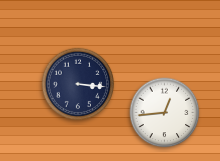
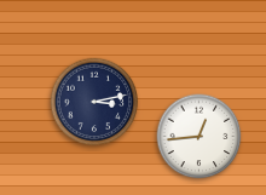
clock at (78, 84): 3:16 -> 3:13
